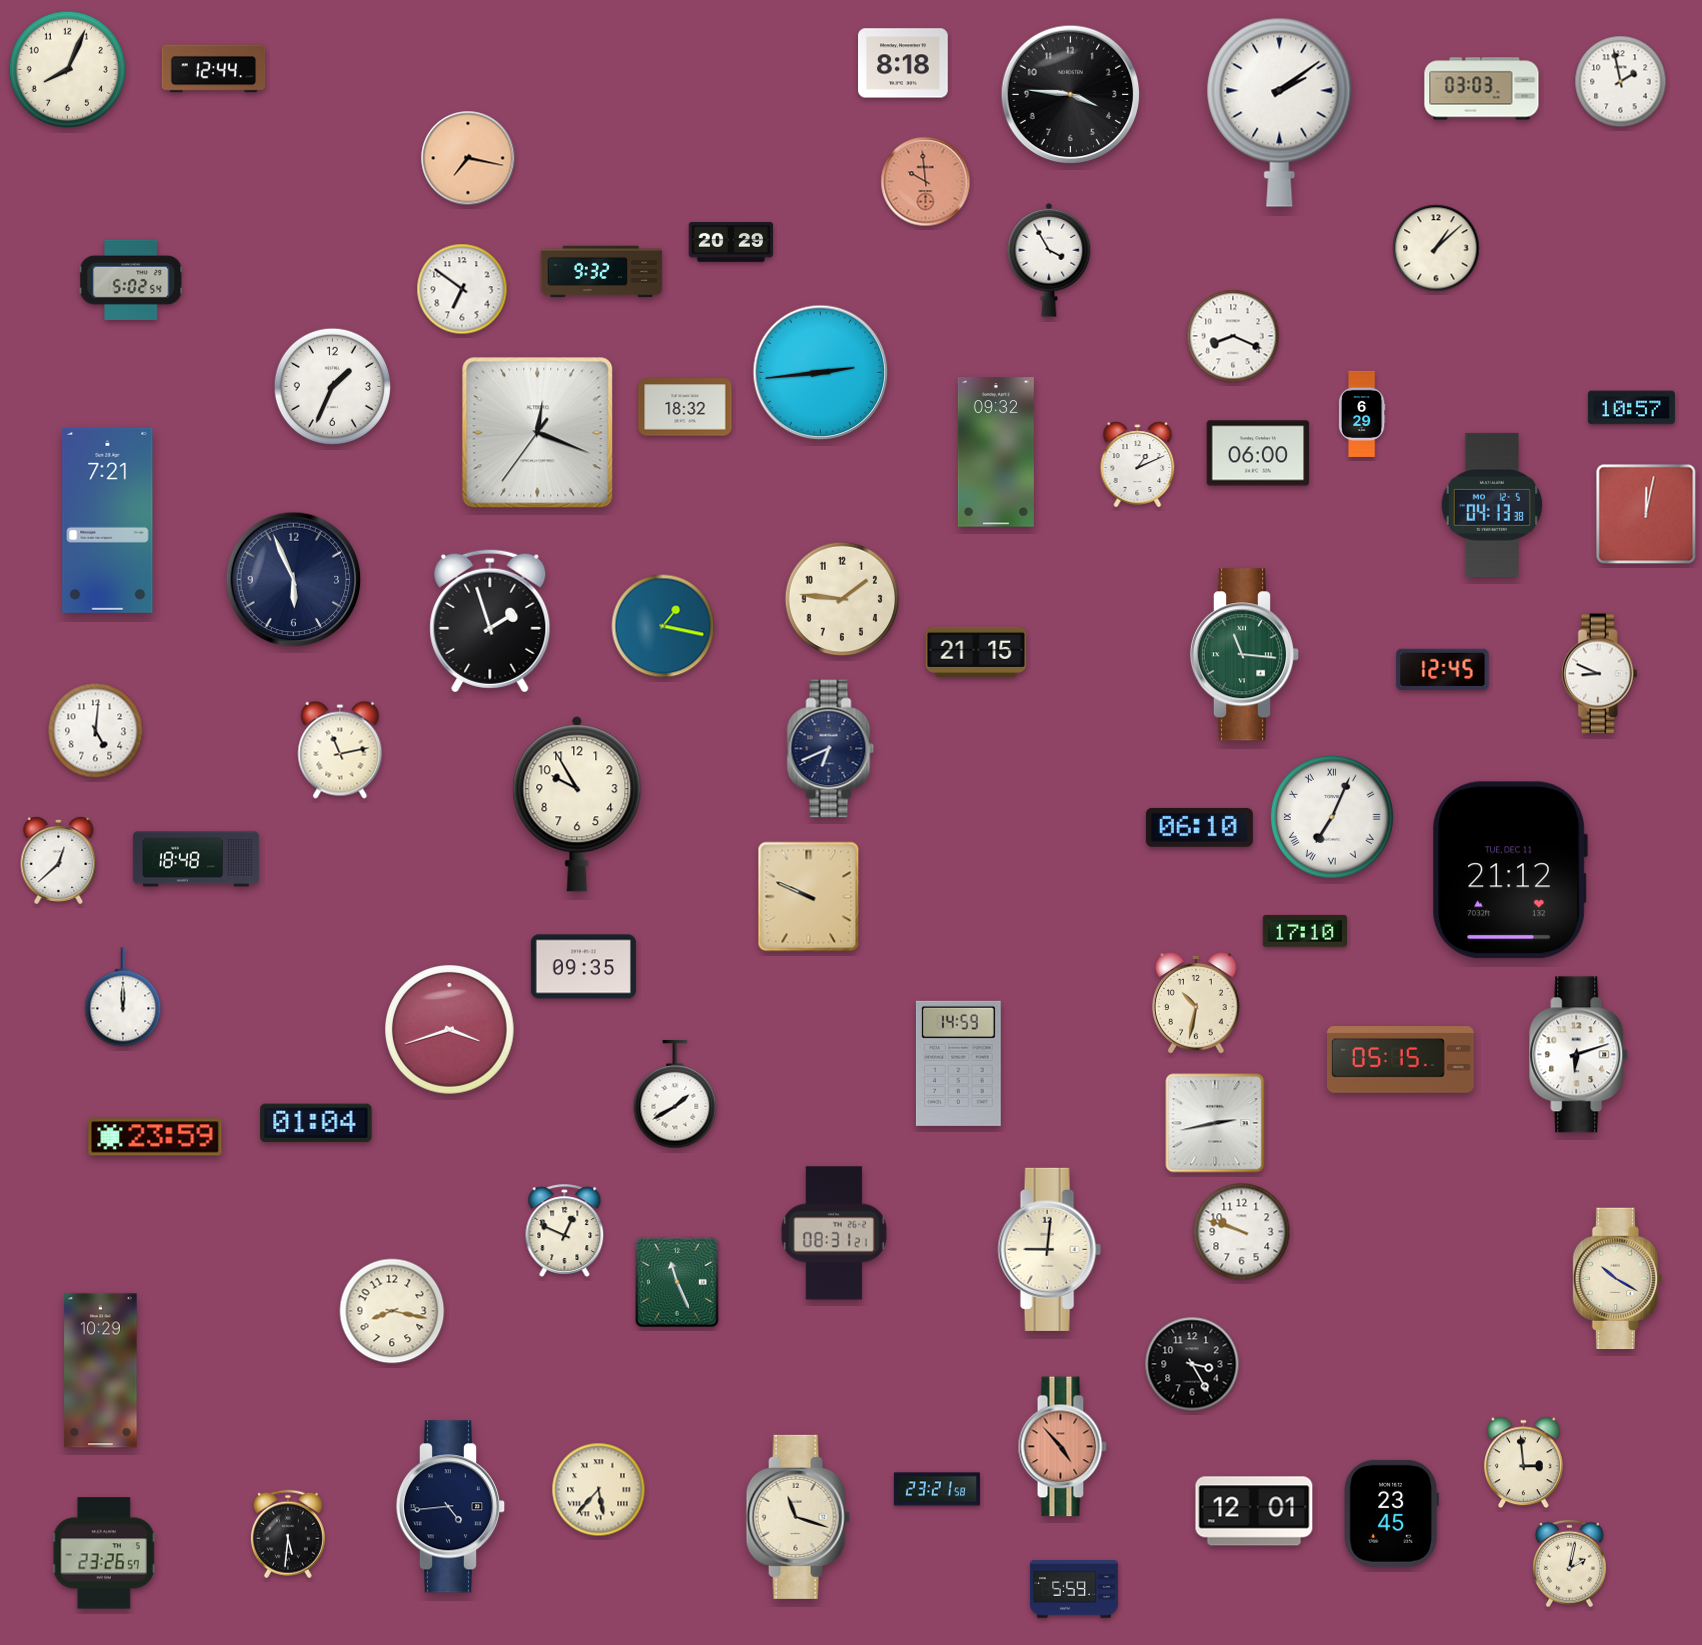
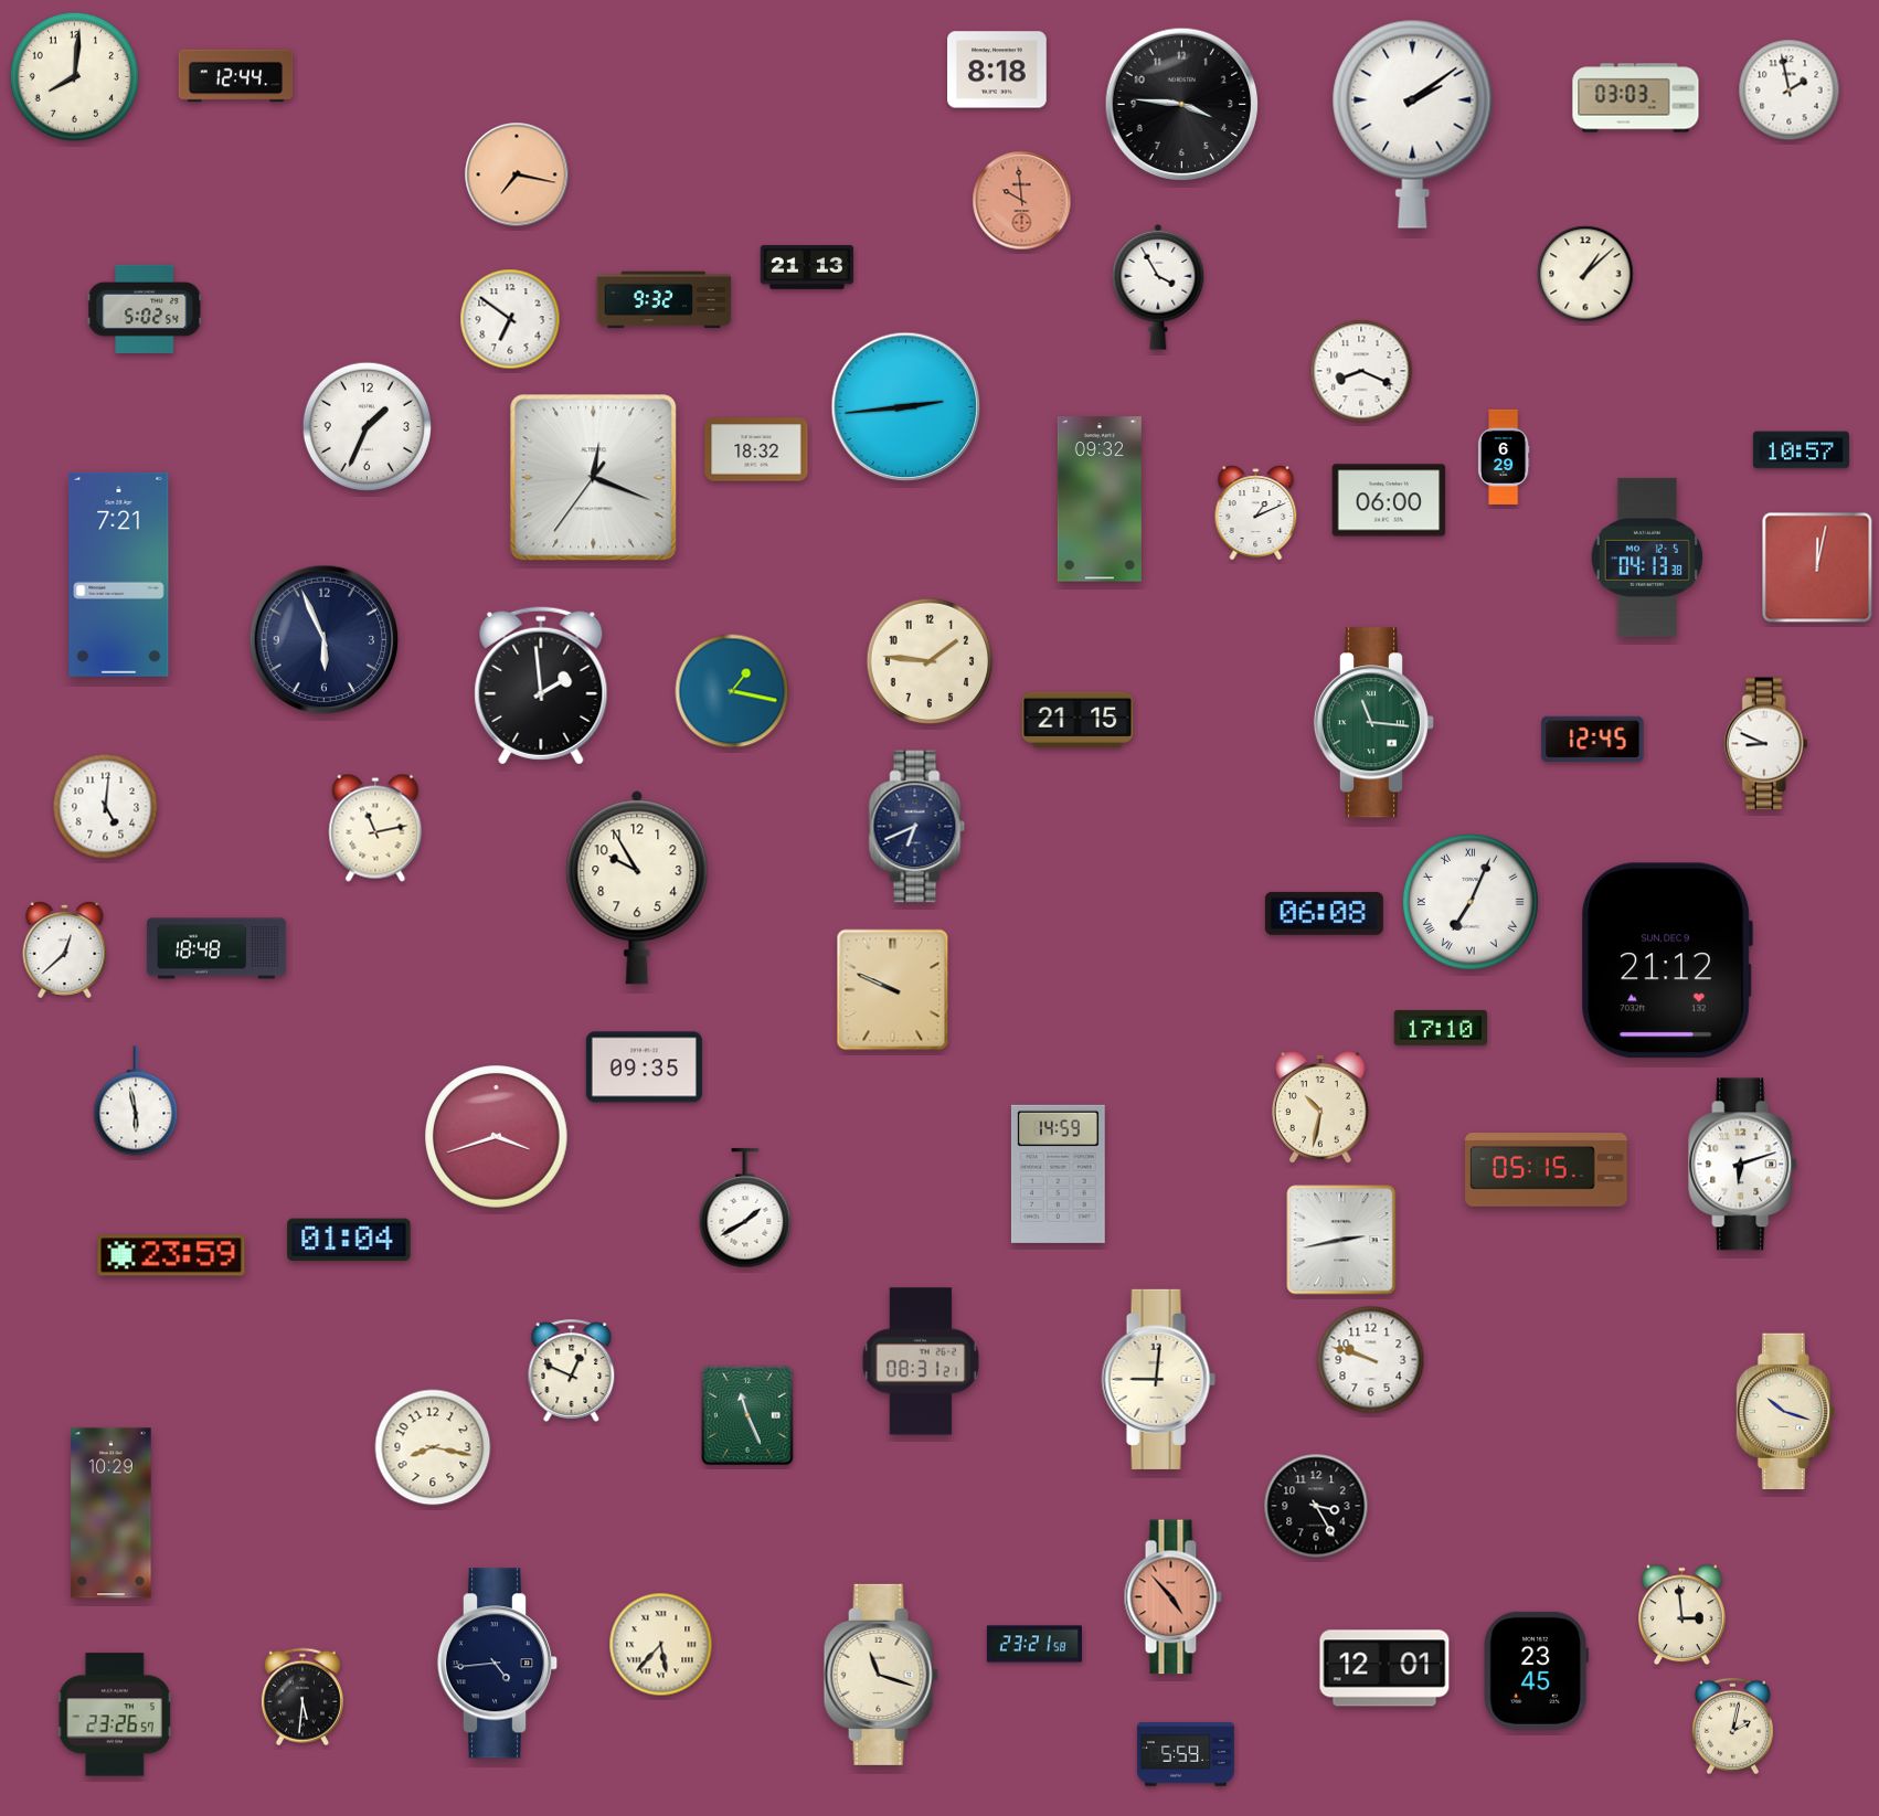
clock at (67, 69): 8:04 -> 8:01
clock at (731, 243): 20:29 -> 21:13
clock at (821, 373) position: (821, 373) -> (906, 407)
clock at (490, 621): 1:57 -> 1:59
clock at (1199, 827): 06:10 -> 06:08
clock at (1510, 870) date: TUE, DEC 11 -> SUN, DEC 9
clock at (123, 997): 12:00 -> 5:58
clock at (565, 1230) position: (565, 1230) -> (572, 1370)
clock at (1618, 1279): 10:20 -> 10:18
clock at (288, 1534) position: (288, 1534) -> (302, 1697)
